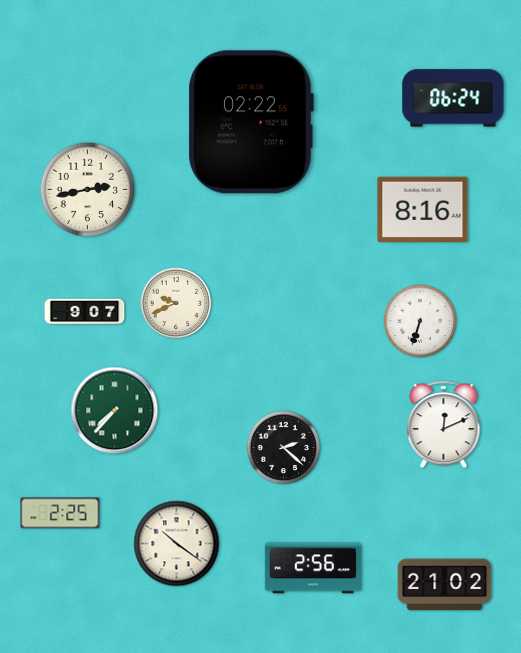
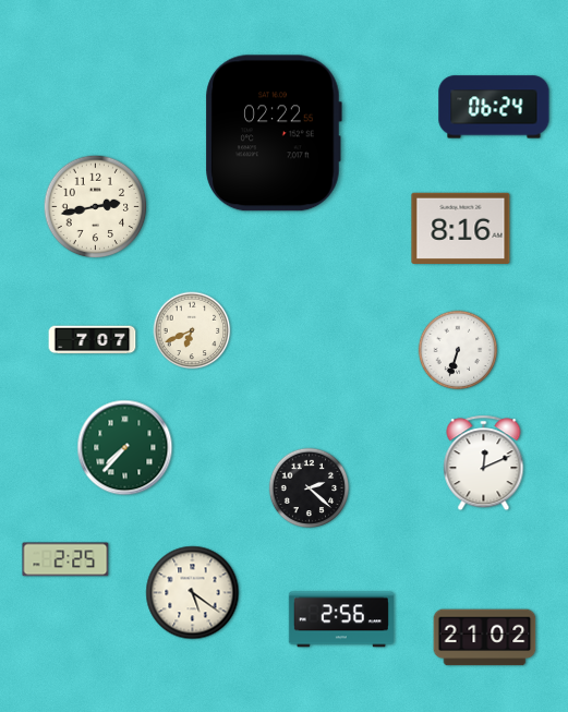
clock at (176, 303): 9:41 -> 6:41
clock at (85, 312): 9:07 -> 7:07
clock at (177, 544): 10:21 -> 5:21
